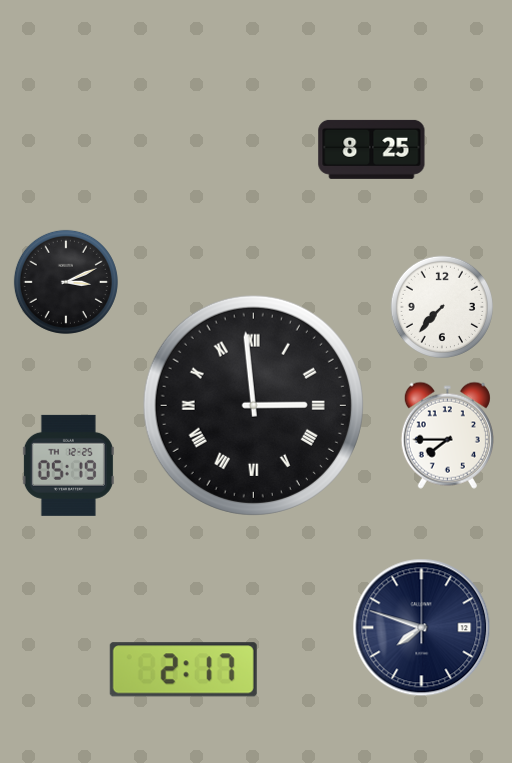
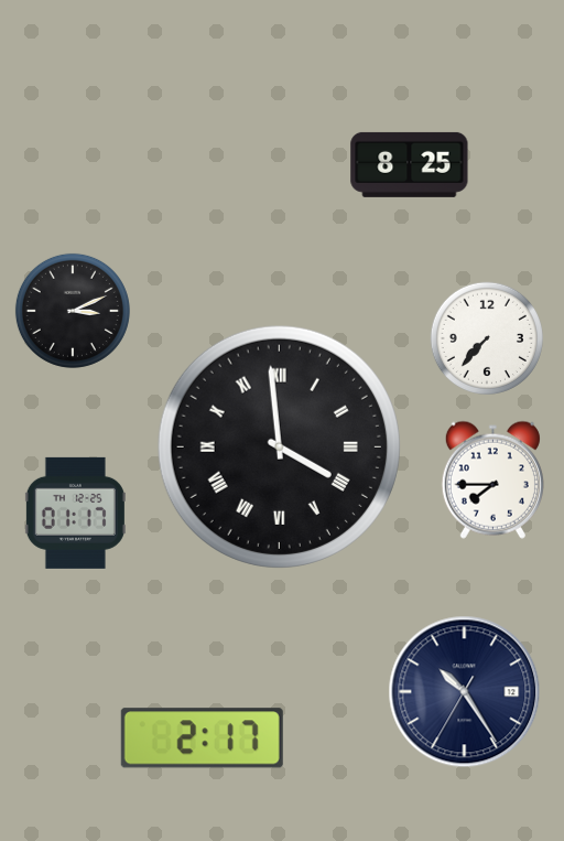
clock at (253, 405): 2:59 -> 3:59
clock at (68, 465): 05:19 -> 01:17
clock at (422, 628): 7:48 -> 10:24
